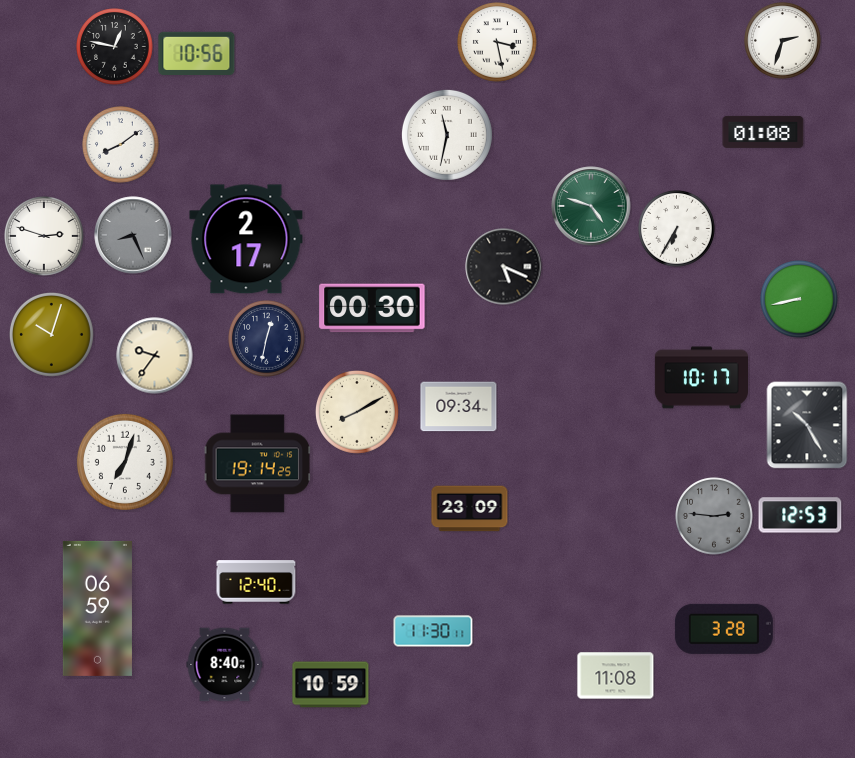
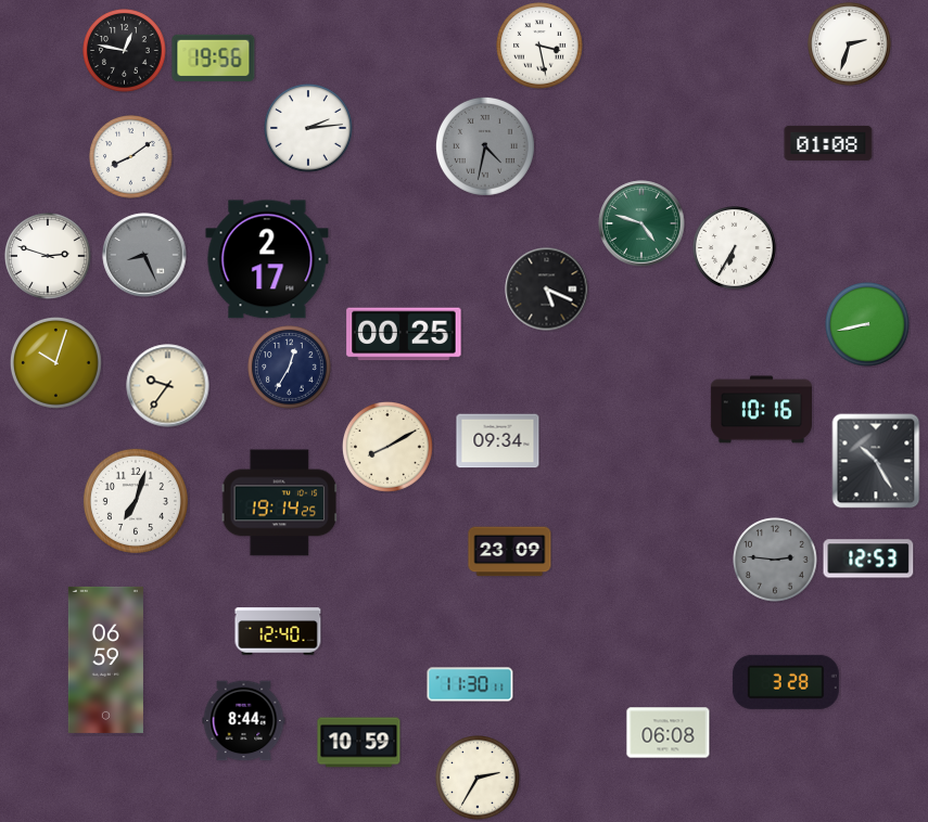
clock at (197, 53): 10:56 -> 19:56
clock at (309, 129): none -> 2:14
clock at (447, 135): 11:32 -> 4:32
clock at (447, 135) dial: white -> grey
clock at (372, 308): 00:30 -> 00:25
clock at (267, 339): 12:32 -> 12:35
clock at (701, 378): 10:17 -> 10:16
clock at (225, 665): 8:40 -> 8:44
clock at (616, 676): 11:08 -> 06:08
clock at (478, 778): none -> 2:35
